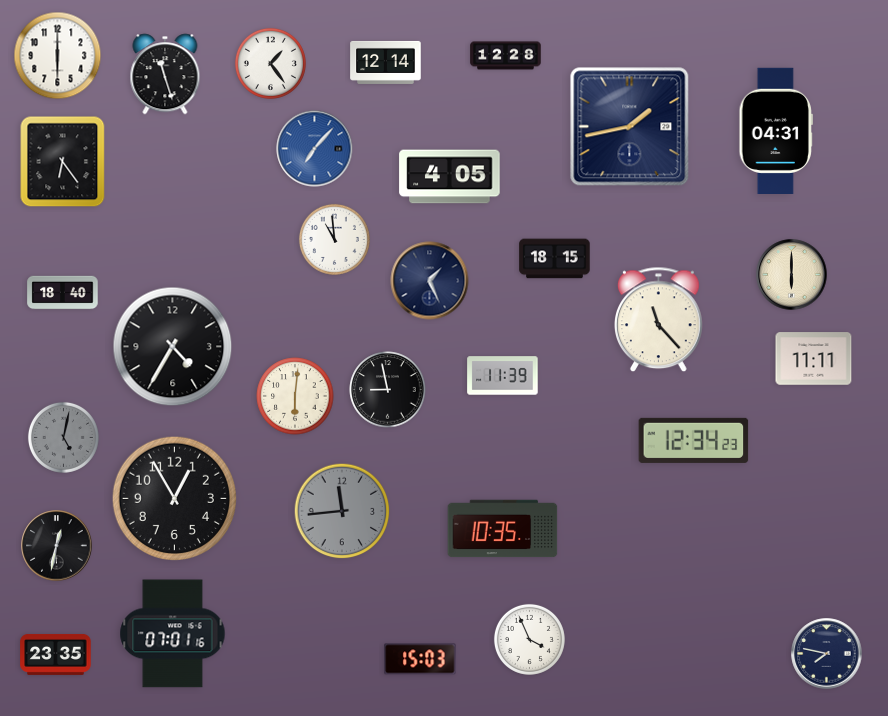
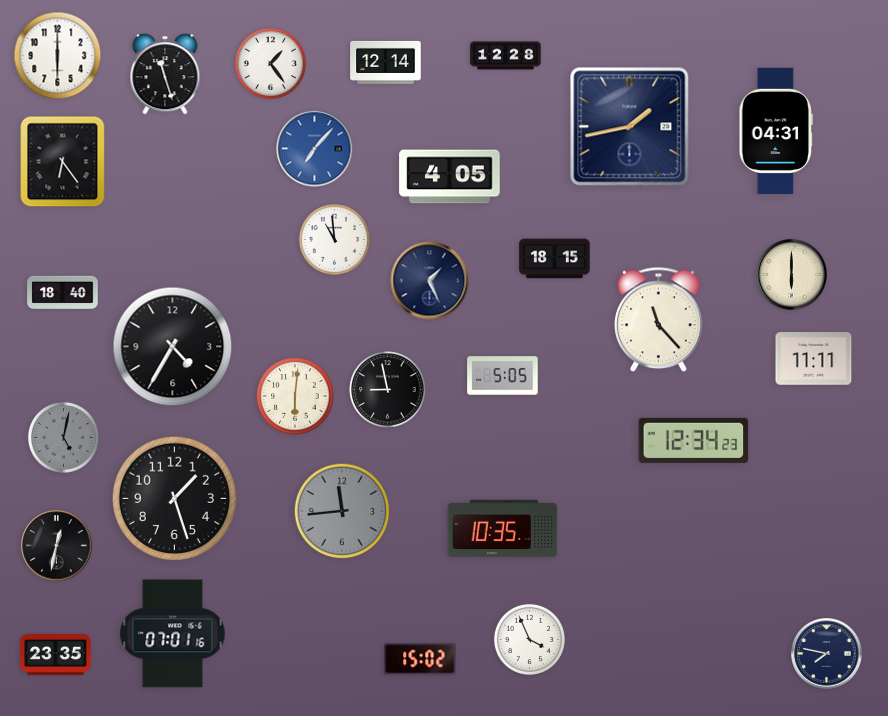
clock at (503, 376): 11:39 -> 5:05
clock at (174, 498): 12:55 -> 1:27
clock at (420, 659): 15:03 -> 15:02
